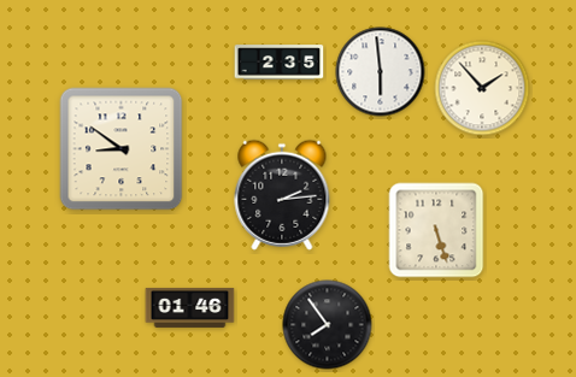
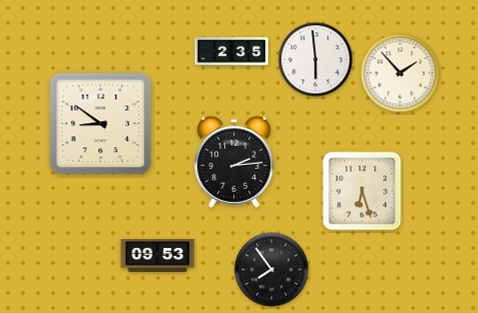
clock at (436, 230): 5:27 -> 6:27
clock at (190, 307): 01:46 -> 09:53
